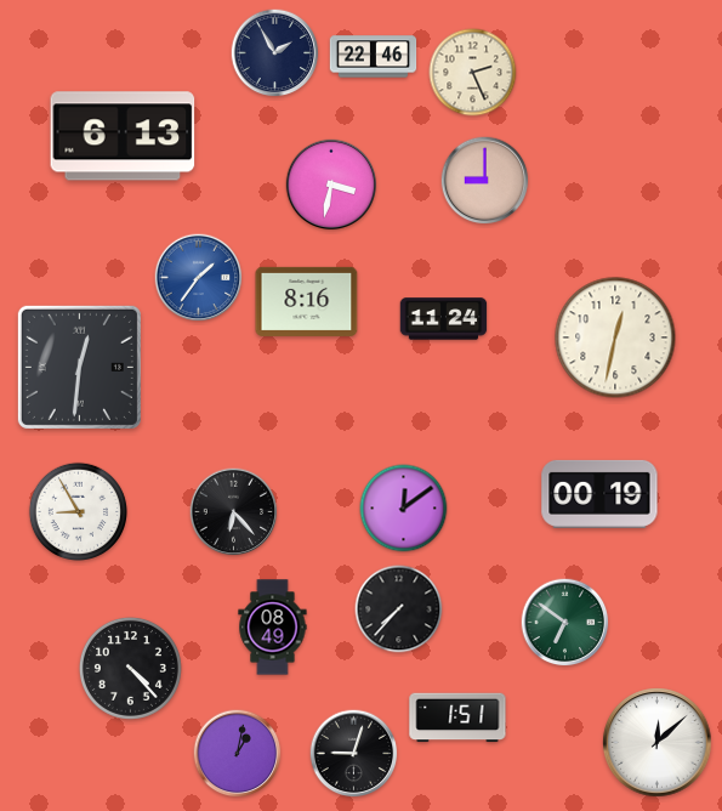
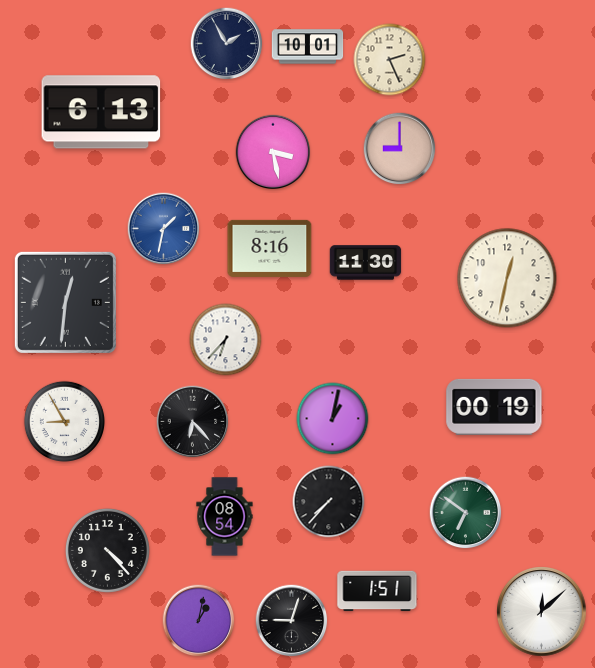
clock at (374, 57): 22:46 -> 10:01
clock at (331, 185): 3:32 -> 3:28
clock at (199, 278): 1:36 -> 1:32
clock at (307, 301) position: (307, 301) -> (270, 248)
clock at (444, 319): 11:24 -> 11:30
clock at (226, 340): none -> 6:37
clock at (404, 509): 12:09 -> 1:02
clock at (273, 628): 08:49 -> 08:54
clock at (238, 754) position: (238, 754) -> (199, 621)
